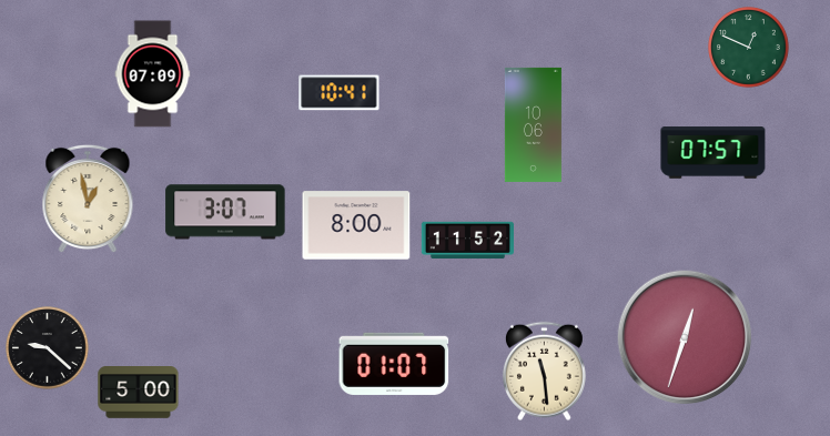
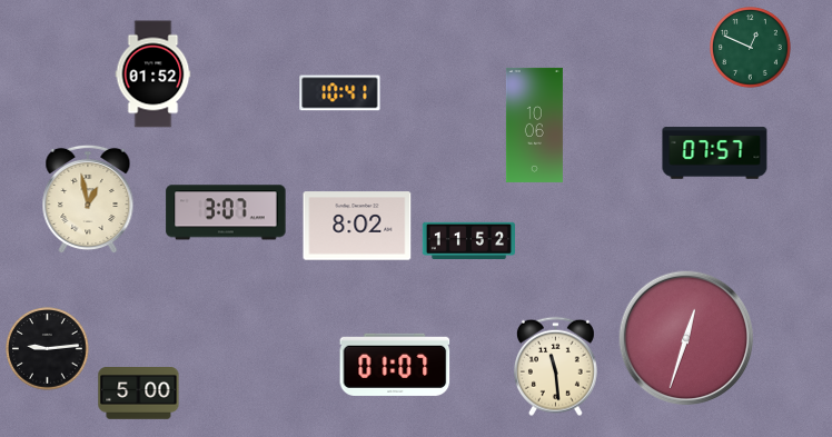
clock at (153, 74): 07:09 -> 01:52
clock at (356, 225): 8:00 -> 8:02
clock at (48, 348): 9:22 -> 9:14
clock at (544, 372) position: (544, 372) -> (555, 367)
